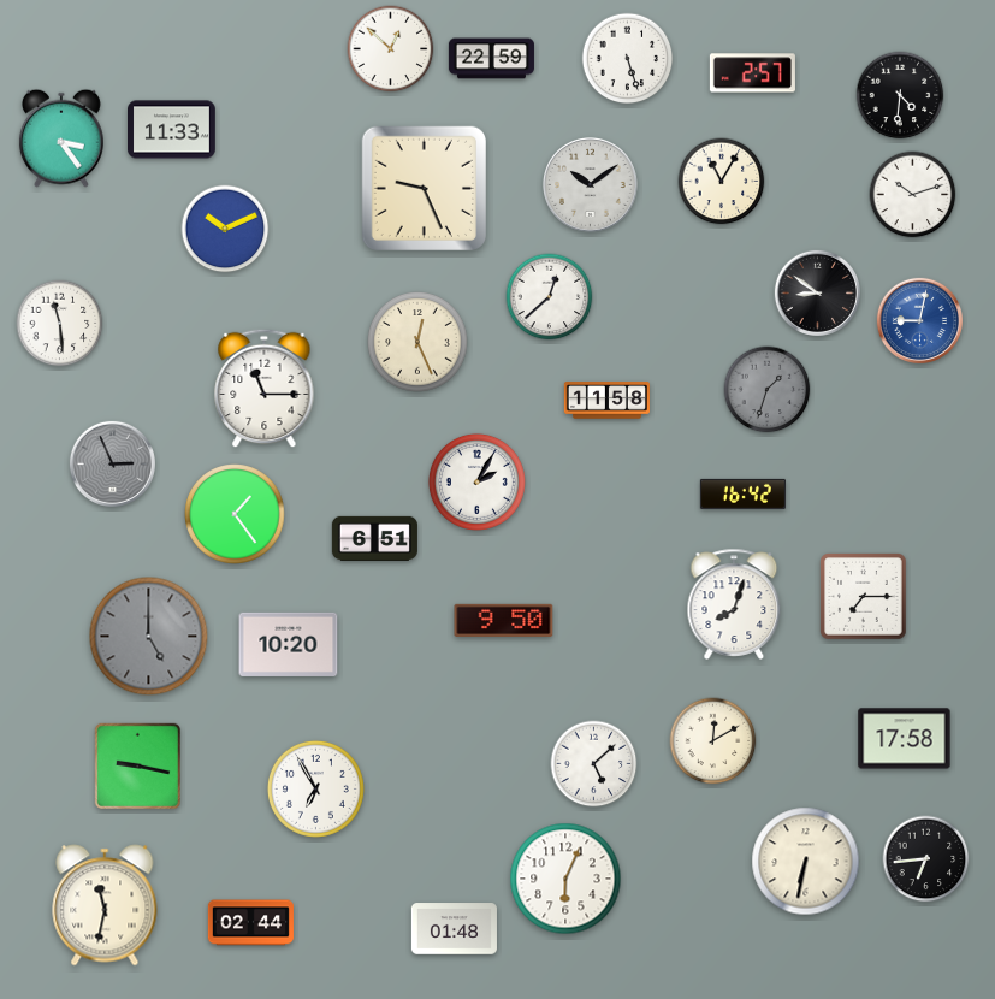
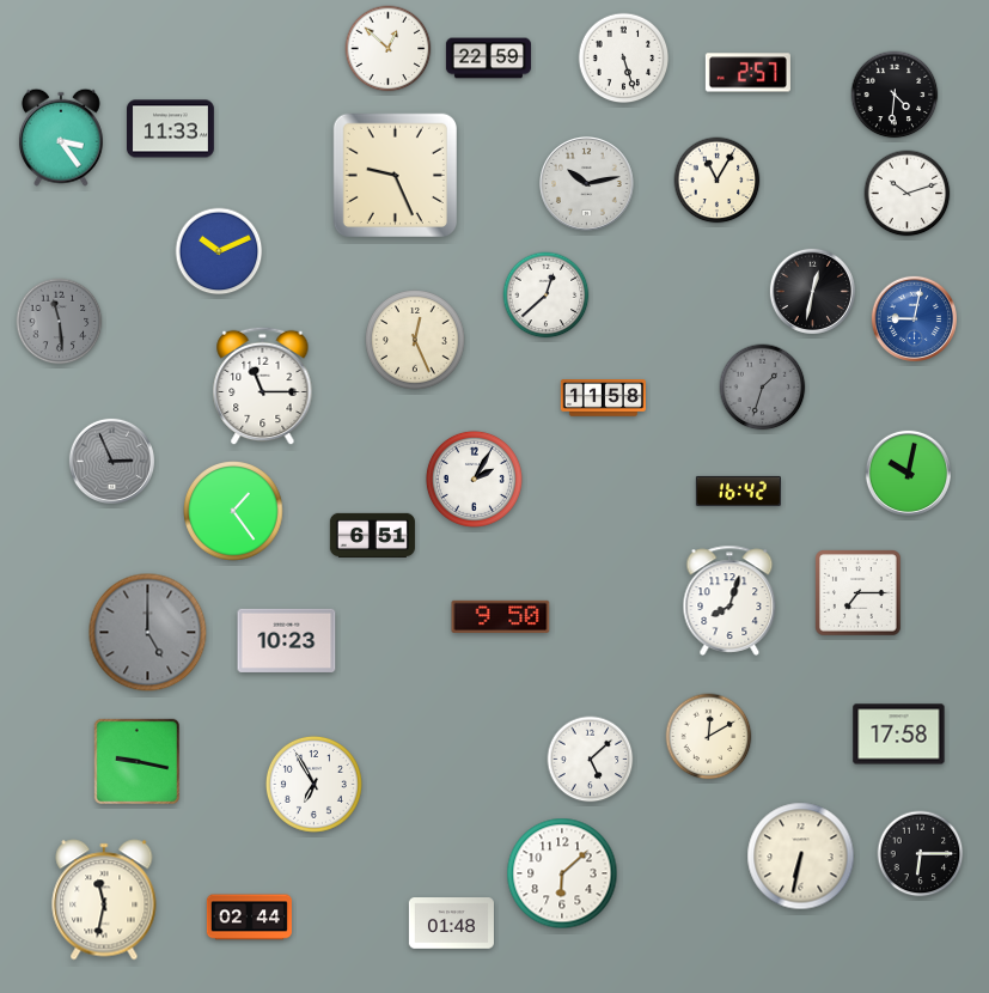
clock at (591, 185): 10:09 -> 10:13
clock at (424, 188) position: (424, 188) -> (395, 175)
clock at (225, 229) position: (225, 229) -> (219, 251)
clock at (817, 292): 8:51 -> 12:32
clock at (60, 324) dial: white -> grey
clock at (908, 473): none -> 10:02
clock at (289, 644): 10:20 -> 10:23
clock at (926, 859): 6:44 -> 6:15
clock at (565, 879): 6:04 -> 6:08
